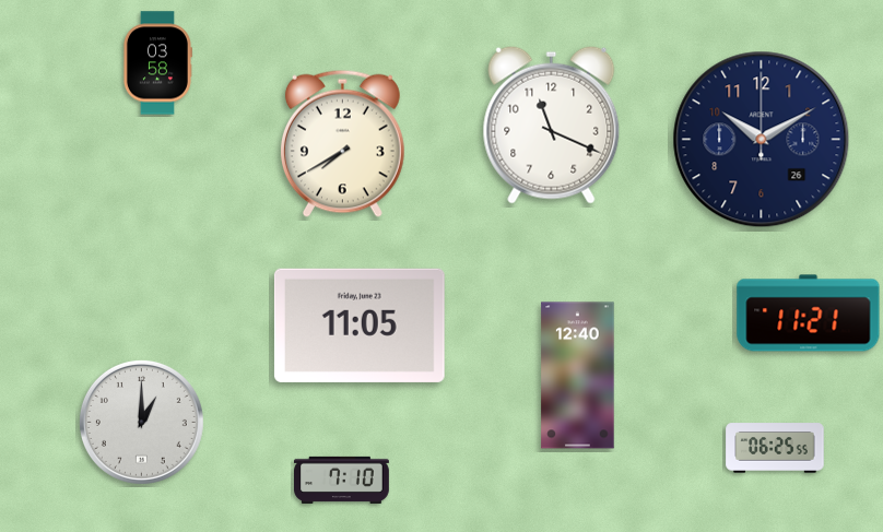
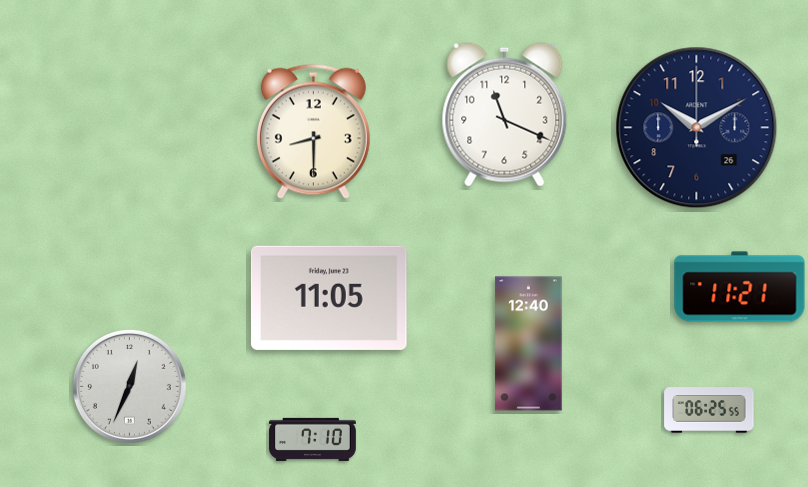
clock at (157, 63): 03:58 -> none
clock at (342, 143): 7:40 -> 8:30
clock at (141, 422): 1:00 -> 12:34
